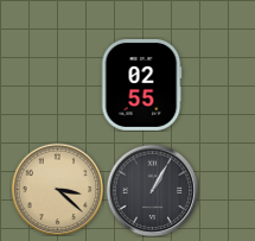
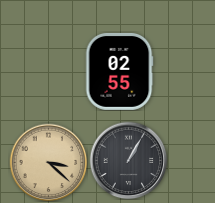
clock at (57, 189) position: (57, 189) -> (48, 162)
